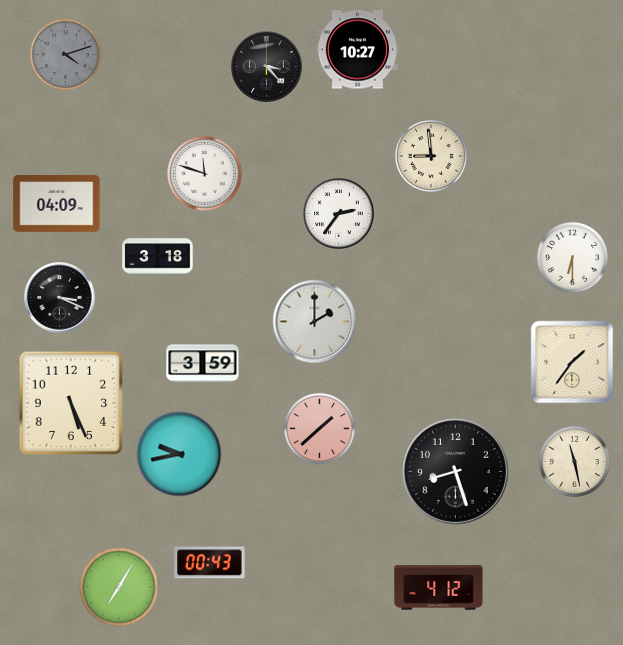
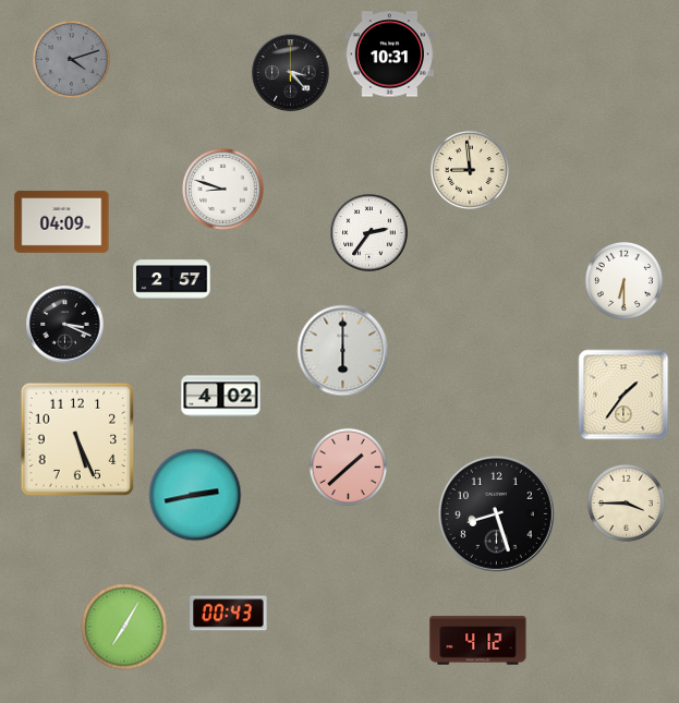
clock at (357, 50): 10:27 -> 10:31
clock at (205, 174): 11:48 -> 8:48
clock at (158, 257): 3:18 -> 2:57
clock at (315, 322): 2:00 -> 6:00
clock at (203, 364): 3:59 -> 4:02
clock at (179, 454): 9:43 -> 2:43
clock at (574, 461): 11:28 -> 3:45
clock at (119, 587) position: (119, 587) -> (124, 627)
